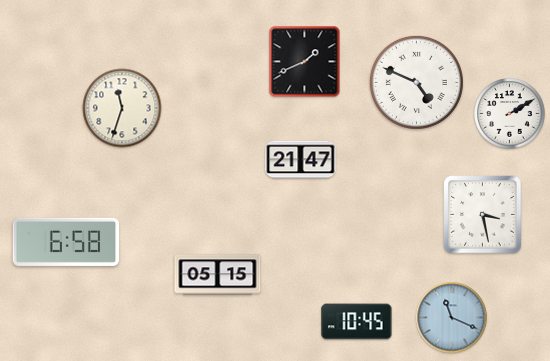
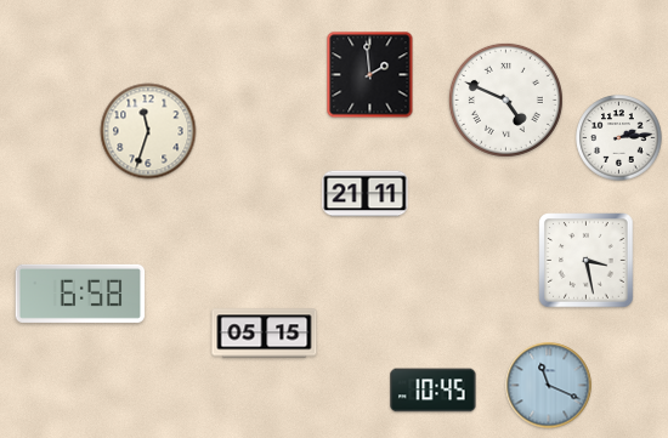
clock at (305, 62): 1:41 -> 1:59
clock at (510, 114): 2:10 -> 2:14
clock at (301, 160): 21:47 -> 21:11
